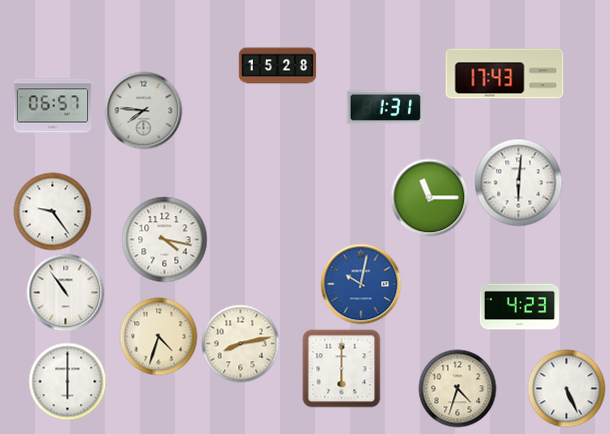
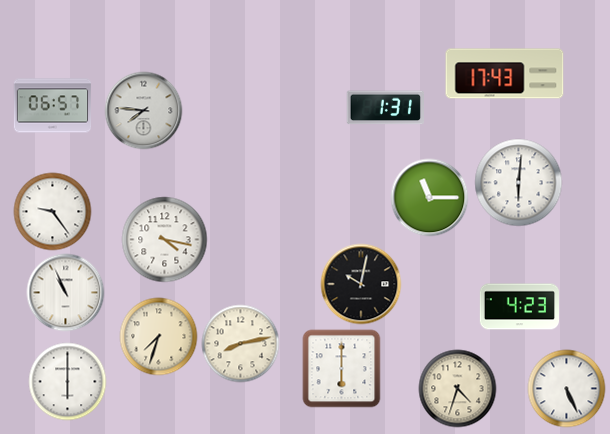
clock at (277, 66): 15:28 -> none
clock at (361, 284) dial: blue -> black
clock at (65, 292): 10:54 -> 10:56
clock at (158, 336): 4:33 -> 7:33
